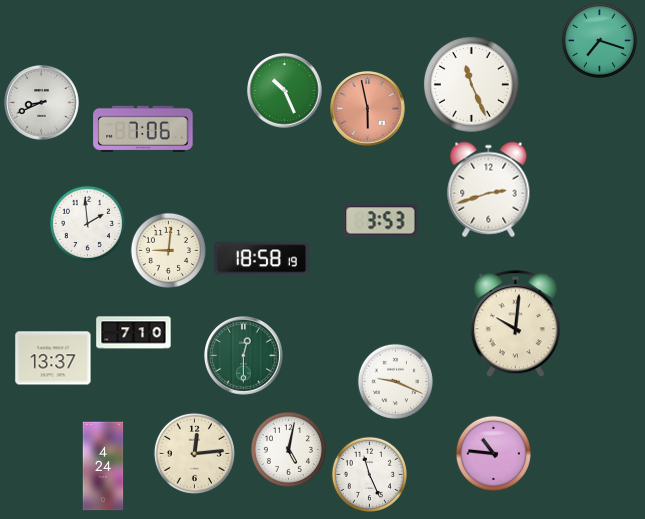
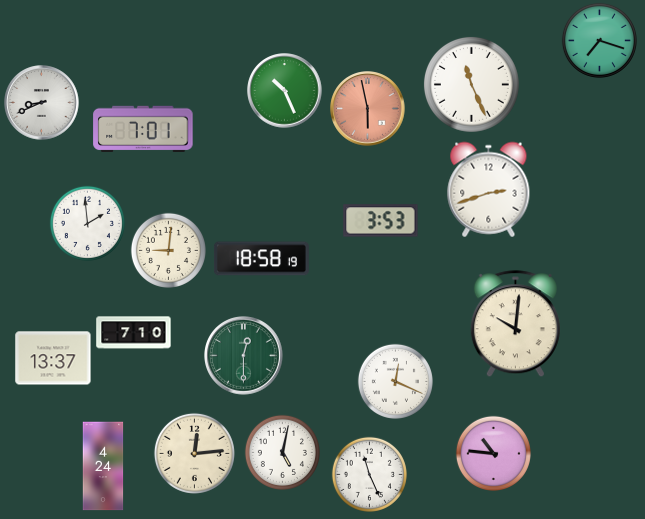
clock at (143, 128): 7:06 -> 7:01
clock at (395, 381): 9:19 -> 12:19
clock at (288, 449) position: (288, 449) -> (282, 452)
